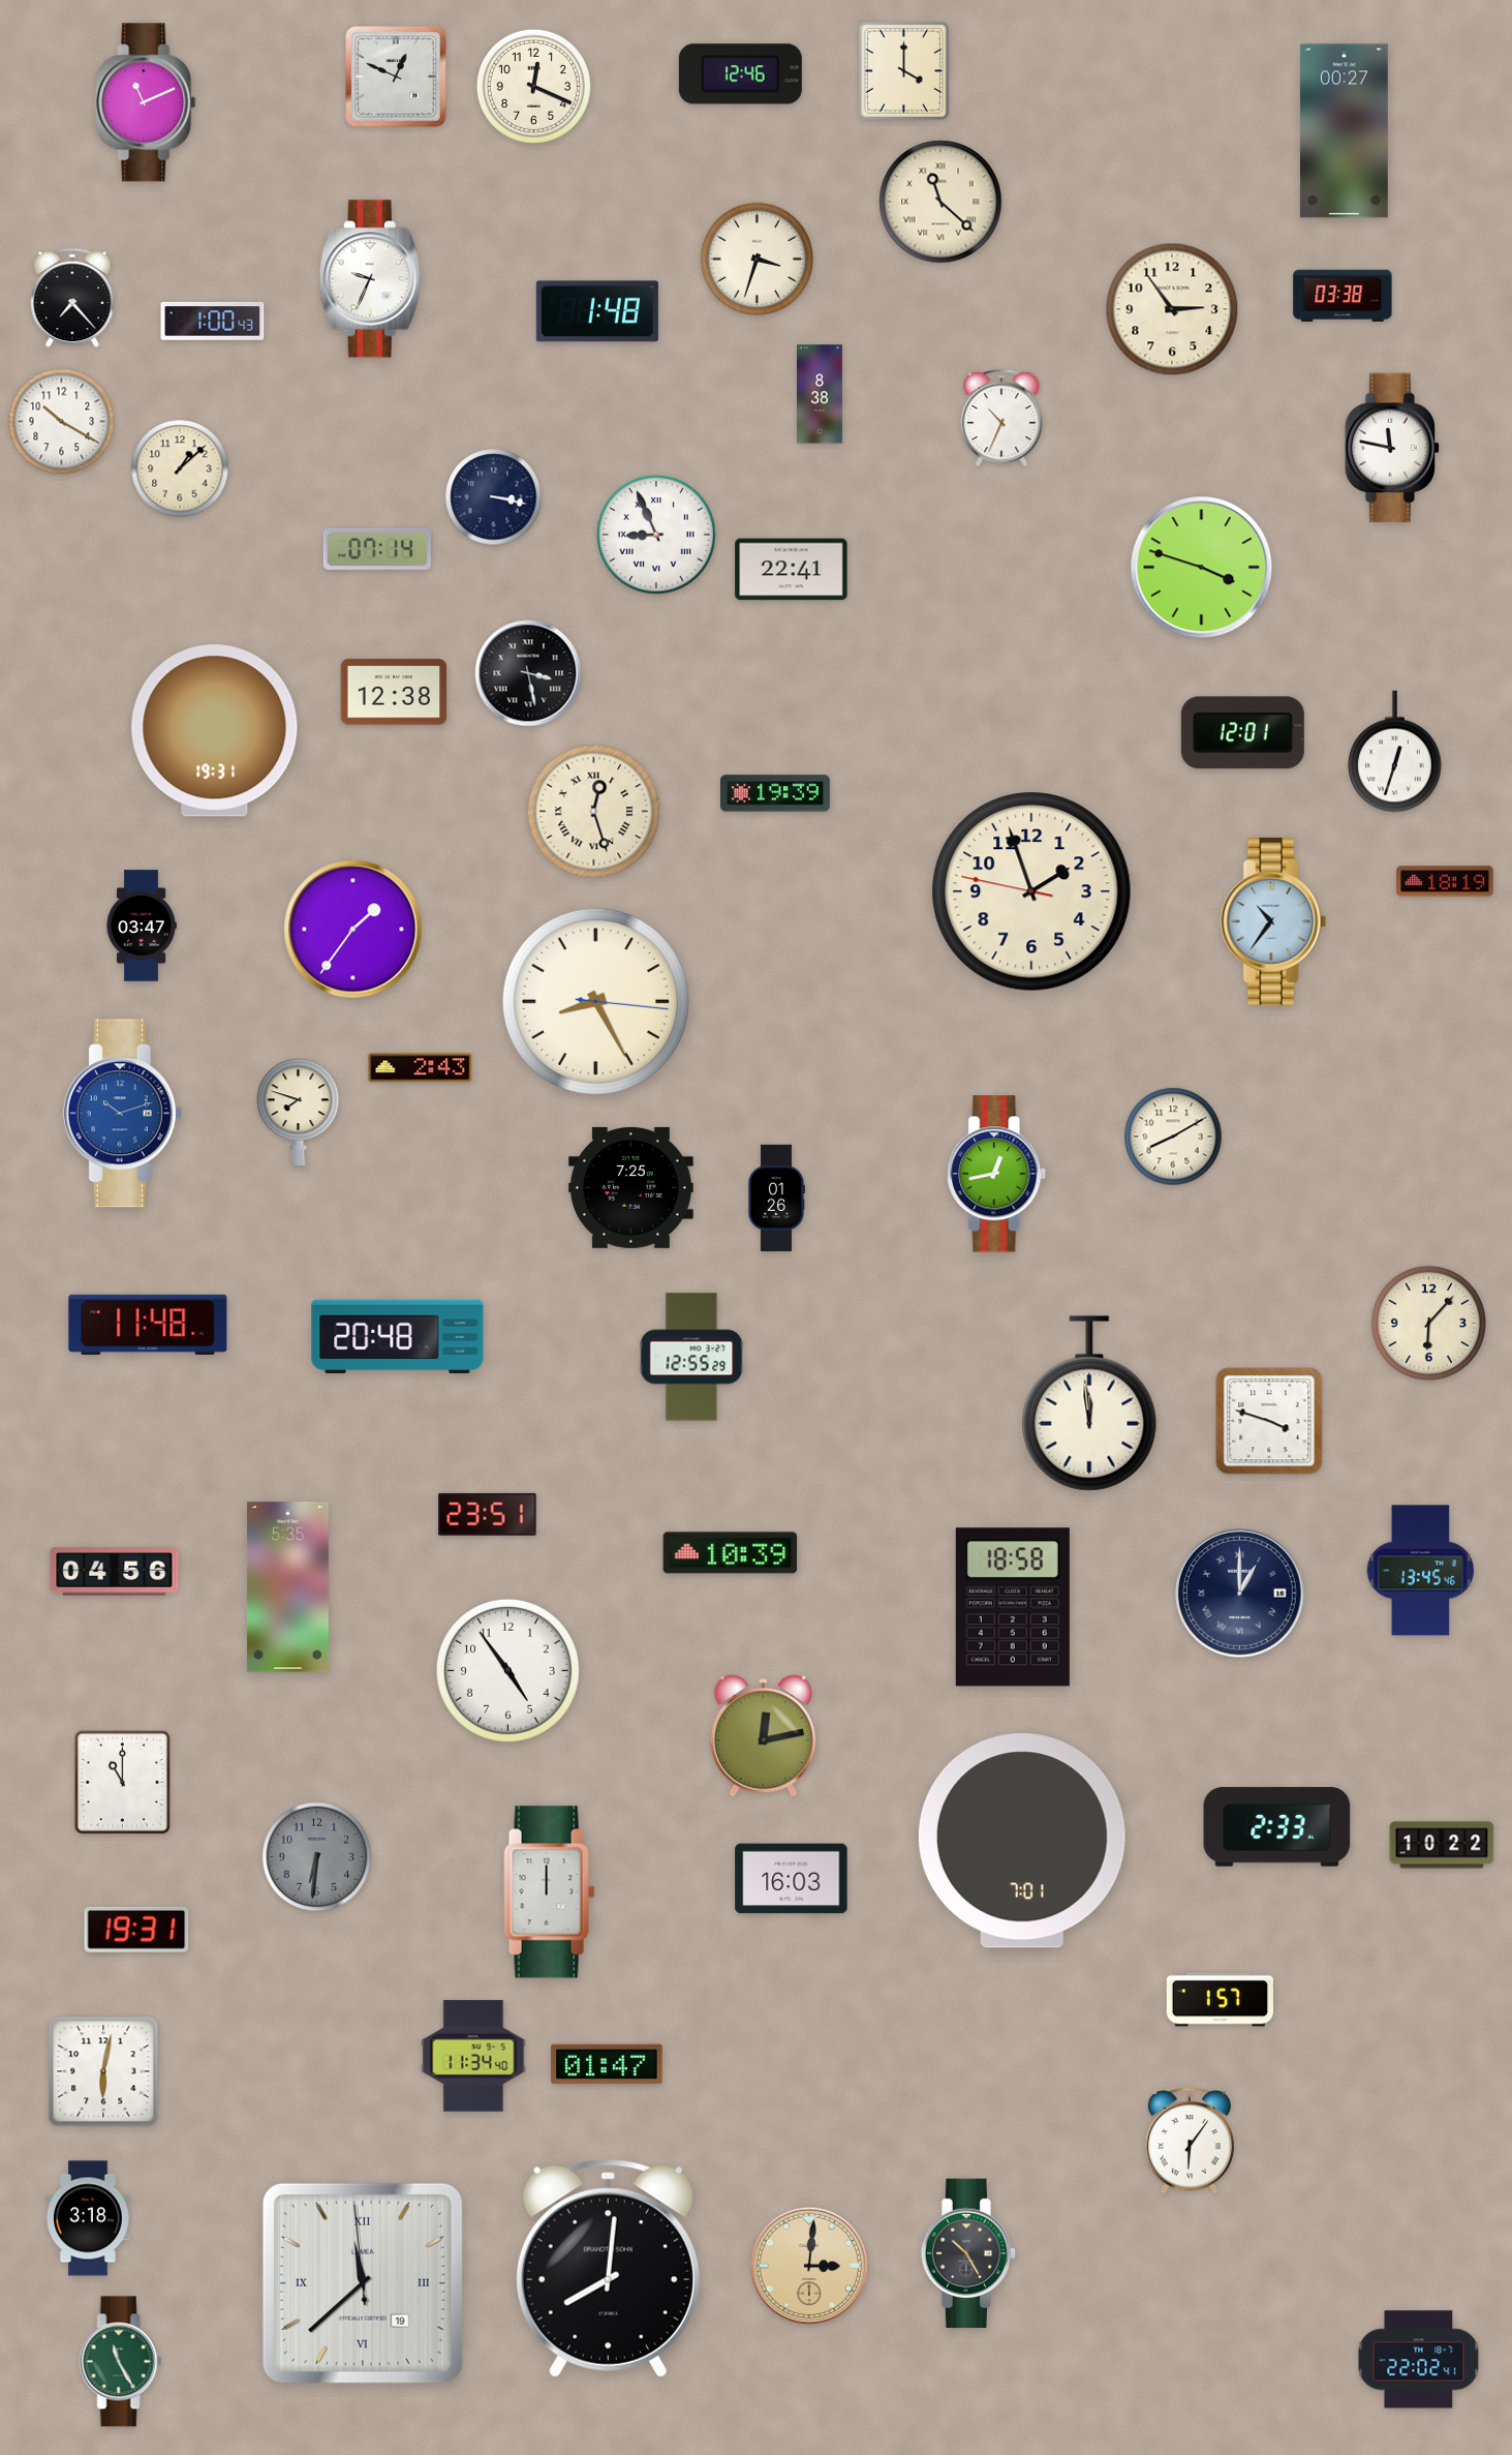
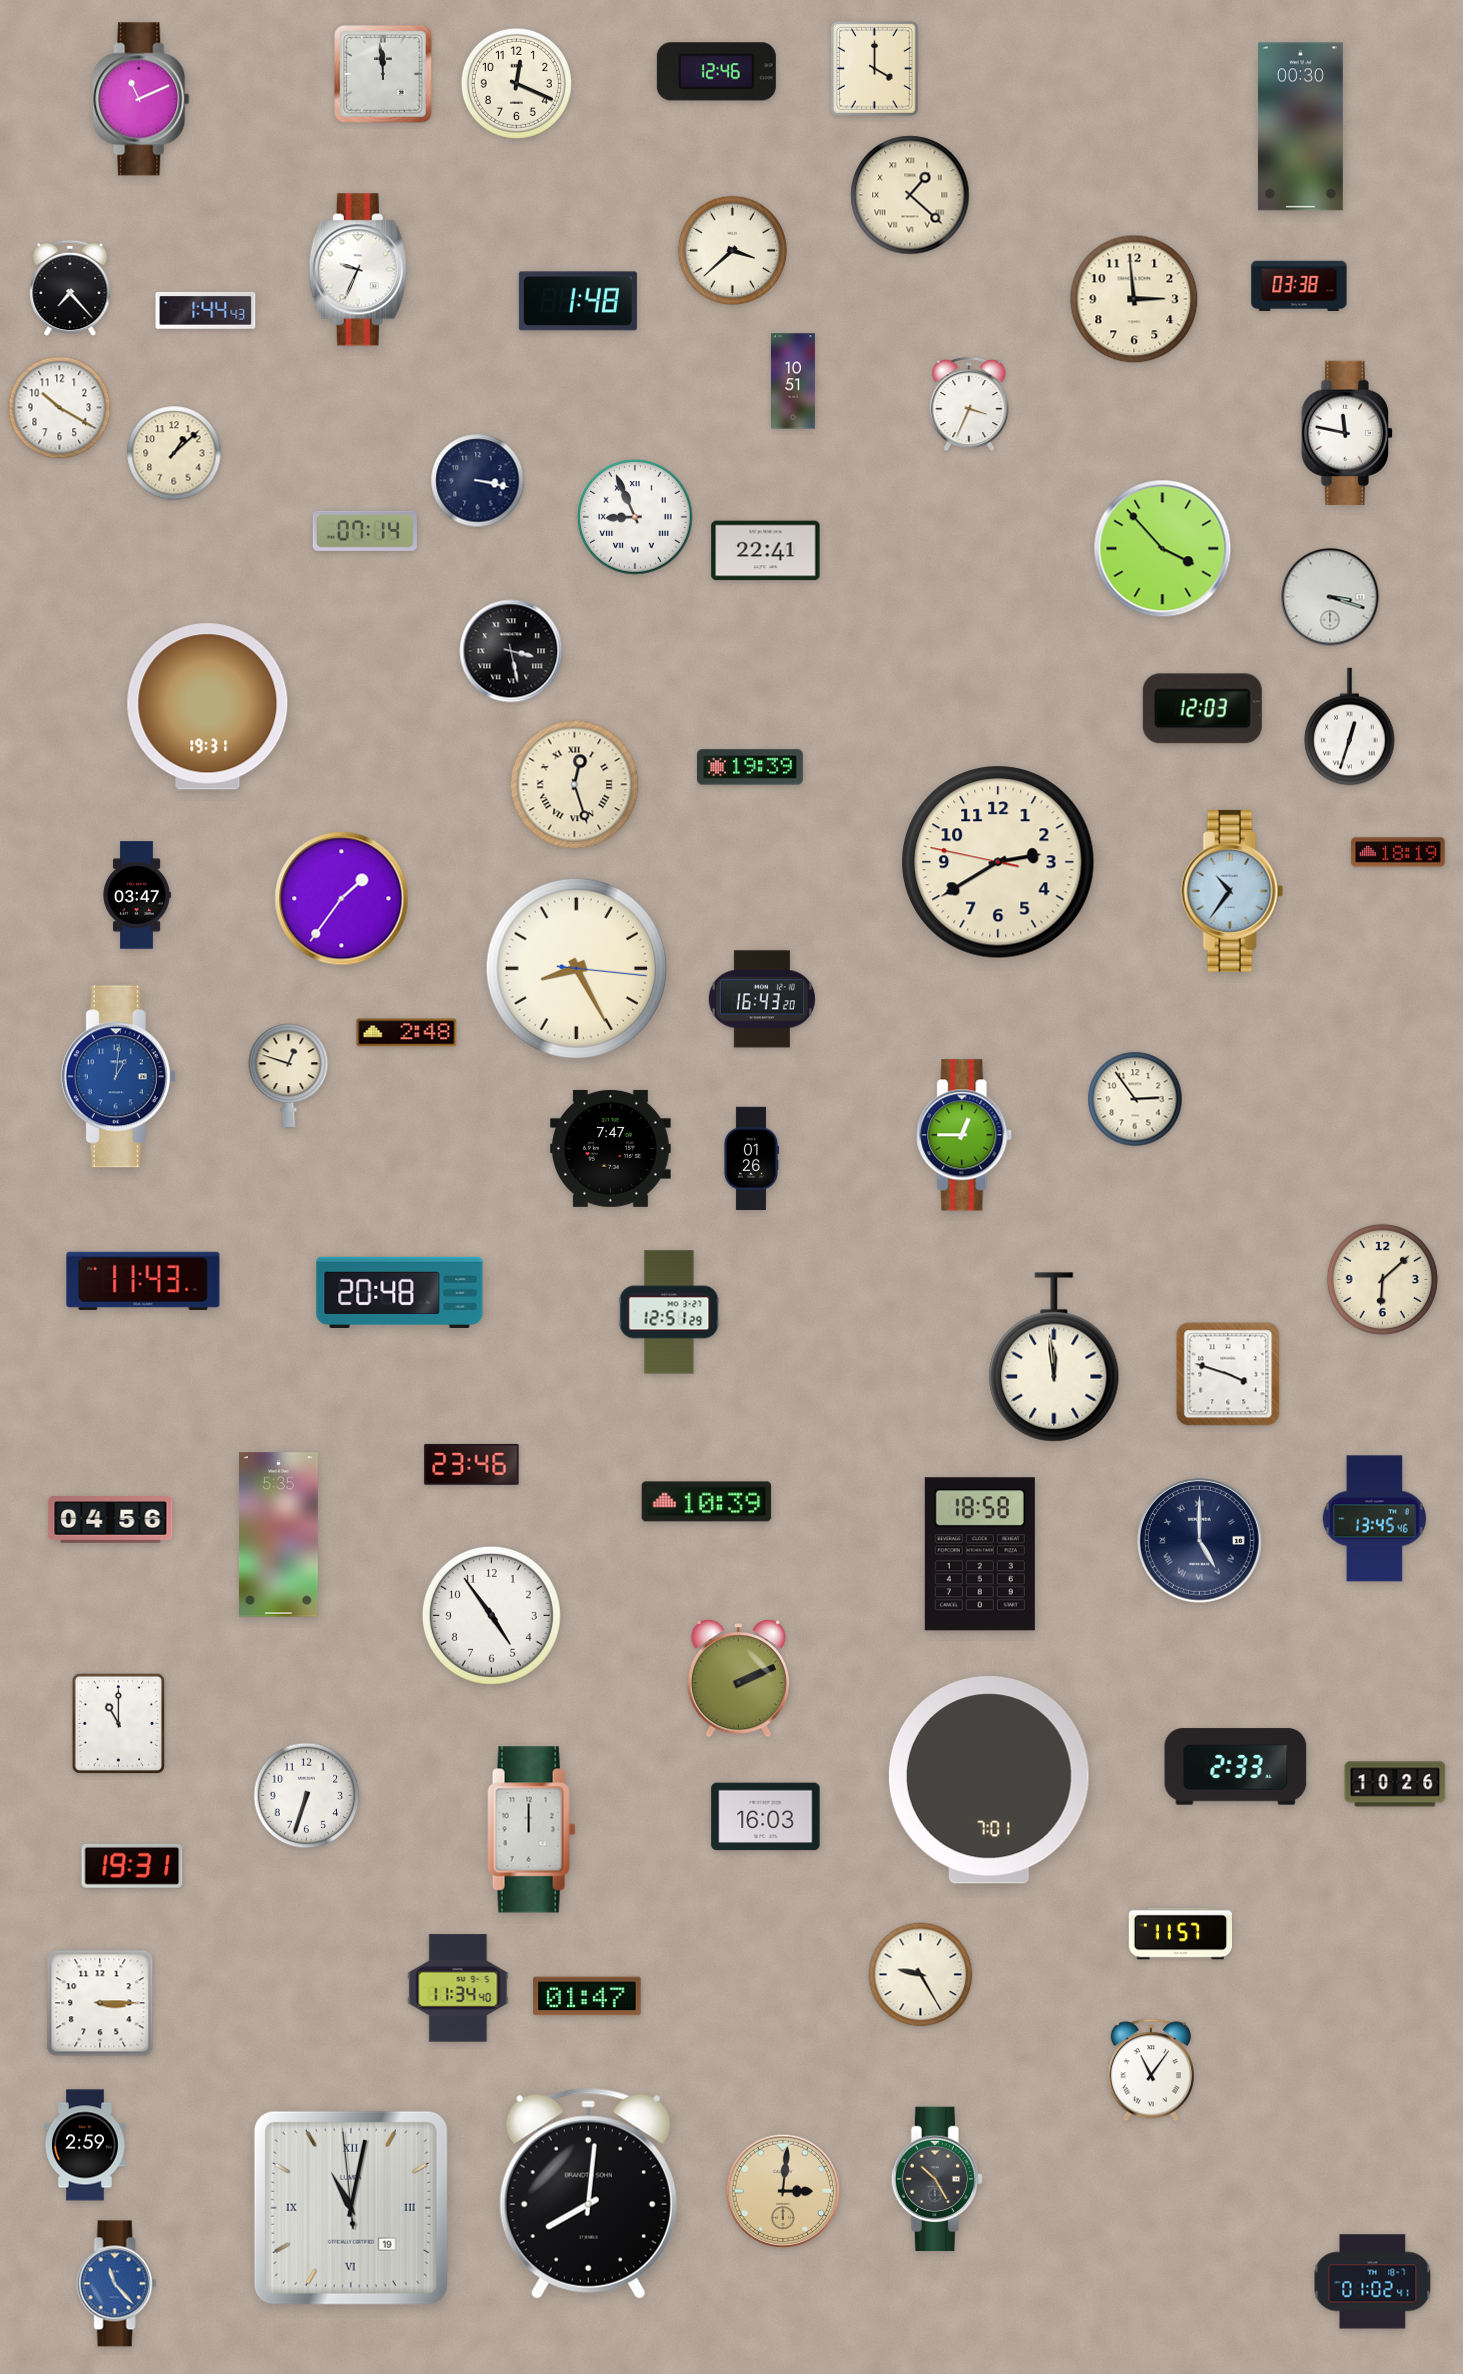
clock at (396, 77): 12:49 -> 11:59
clock at (1344, 131): 00:27 -> 00:30
clock at (940, 202): 11:22 -> 1:22
clock at (757, 259): 3:33 -> 3:38
clock at (1172, 309): 2:54 -> 2:59
clock at (213, 322): 1:00 -> 1:44
clock at (821, 394): 8:38 -> 10:51
clock at (1001, 418): 10:34 -> 3:34
clock at (1202, 568): 3:48 -> 3:53
clock at (1330, 597): none -> 3:18
clock at (394, 692): 12:38 -> none
clock at (1242, 733): 12:01 -> 12:03
clock at (1031, 891): 1:56 -> 2:39
clock at (762, 999): none -> 16:43
clock at (421, 1068): 2:43 -> 2:48
clock at (299, 1112): 7:48 -> 12:48
clock at (122, 1114): 10:12 -> 1:01
clock at (1173, 1136): 8:10 -> 2:54
clock at (997, 1174): 12:43 -> 12:45
clock at (631, 1187): 7:25 -> 7:47
clock at (1428, 1323): 6:07 -> 6:08
clock at (148, 1325): 11:48 -> 11:43
clock at (398, 1336) position: (398, 1336) -> (400, 1292)
clock at (691, 1357): 12:55 -> 12:51
clock at (488, 1514): 23:51 -> 23:46
clock at (1240, 1594): 1:00 -> 5:00
clock at (763, 1736): 12:13 -> 2:11
clock at (1442, 1845): 10:22 -> 10:26
clock at (317, 1857): 6:31 -> 6:33
clock at (317, 1857) dial: grey -> white
clock at (1220, 2000): 1:57 -> 11:57
clock at (921, 1975): none -> 9:25
clock at (103, 2071): 6:02 -> 3:15
clock at (1189, 2141): 6:06 -> 11:06
clock at (88, 2218): 3:18 -> 2:59
clock at (363, 2283): 11:37 -> 11:01
clock at (1419, 2360): 22:02 -> 01:02
clock at (121, 2362): 11:25 -> 11:23
clock at (121, 2362) dial: green -> blue
